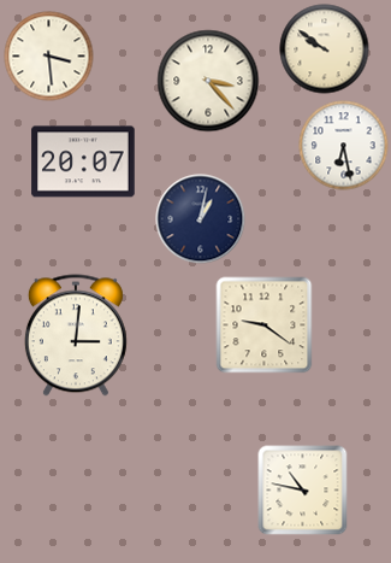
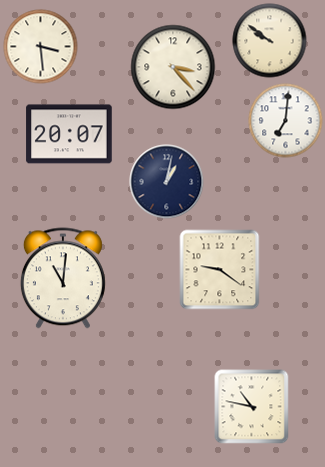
clock at (344, 146): 6:28 -> 7:01
clock at (76, 335): 3:01 -> 11:01
